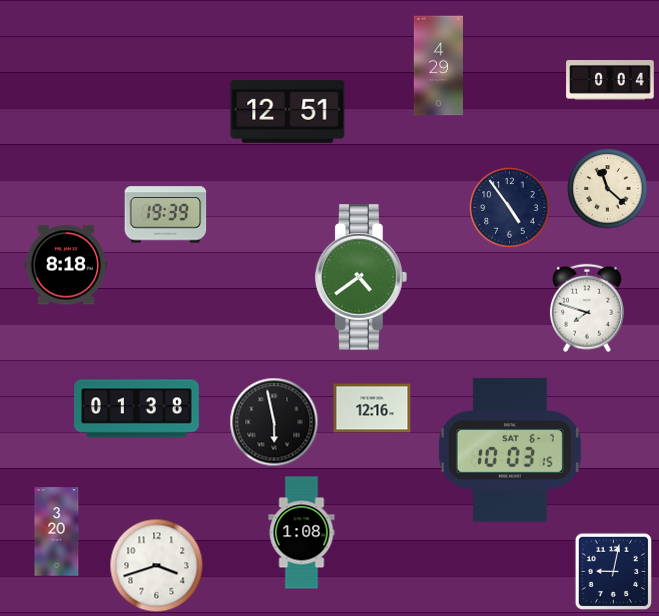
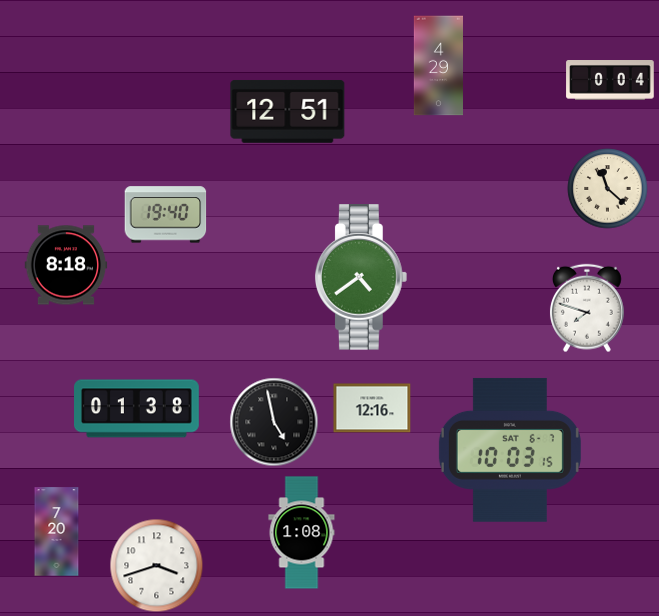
clock at (510, 208): 4:54 -> none
clock at (166, 215): 19:39 -> 19:40
clock at (274, 422): 5:58 -> 4:58
clock at (57, 532): 3:20 -> 7:20
clock at (614, 572): 9:02 -> none
